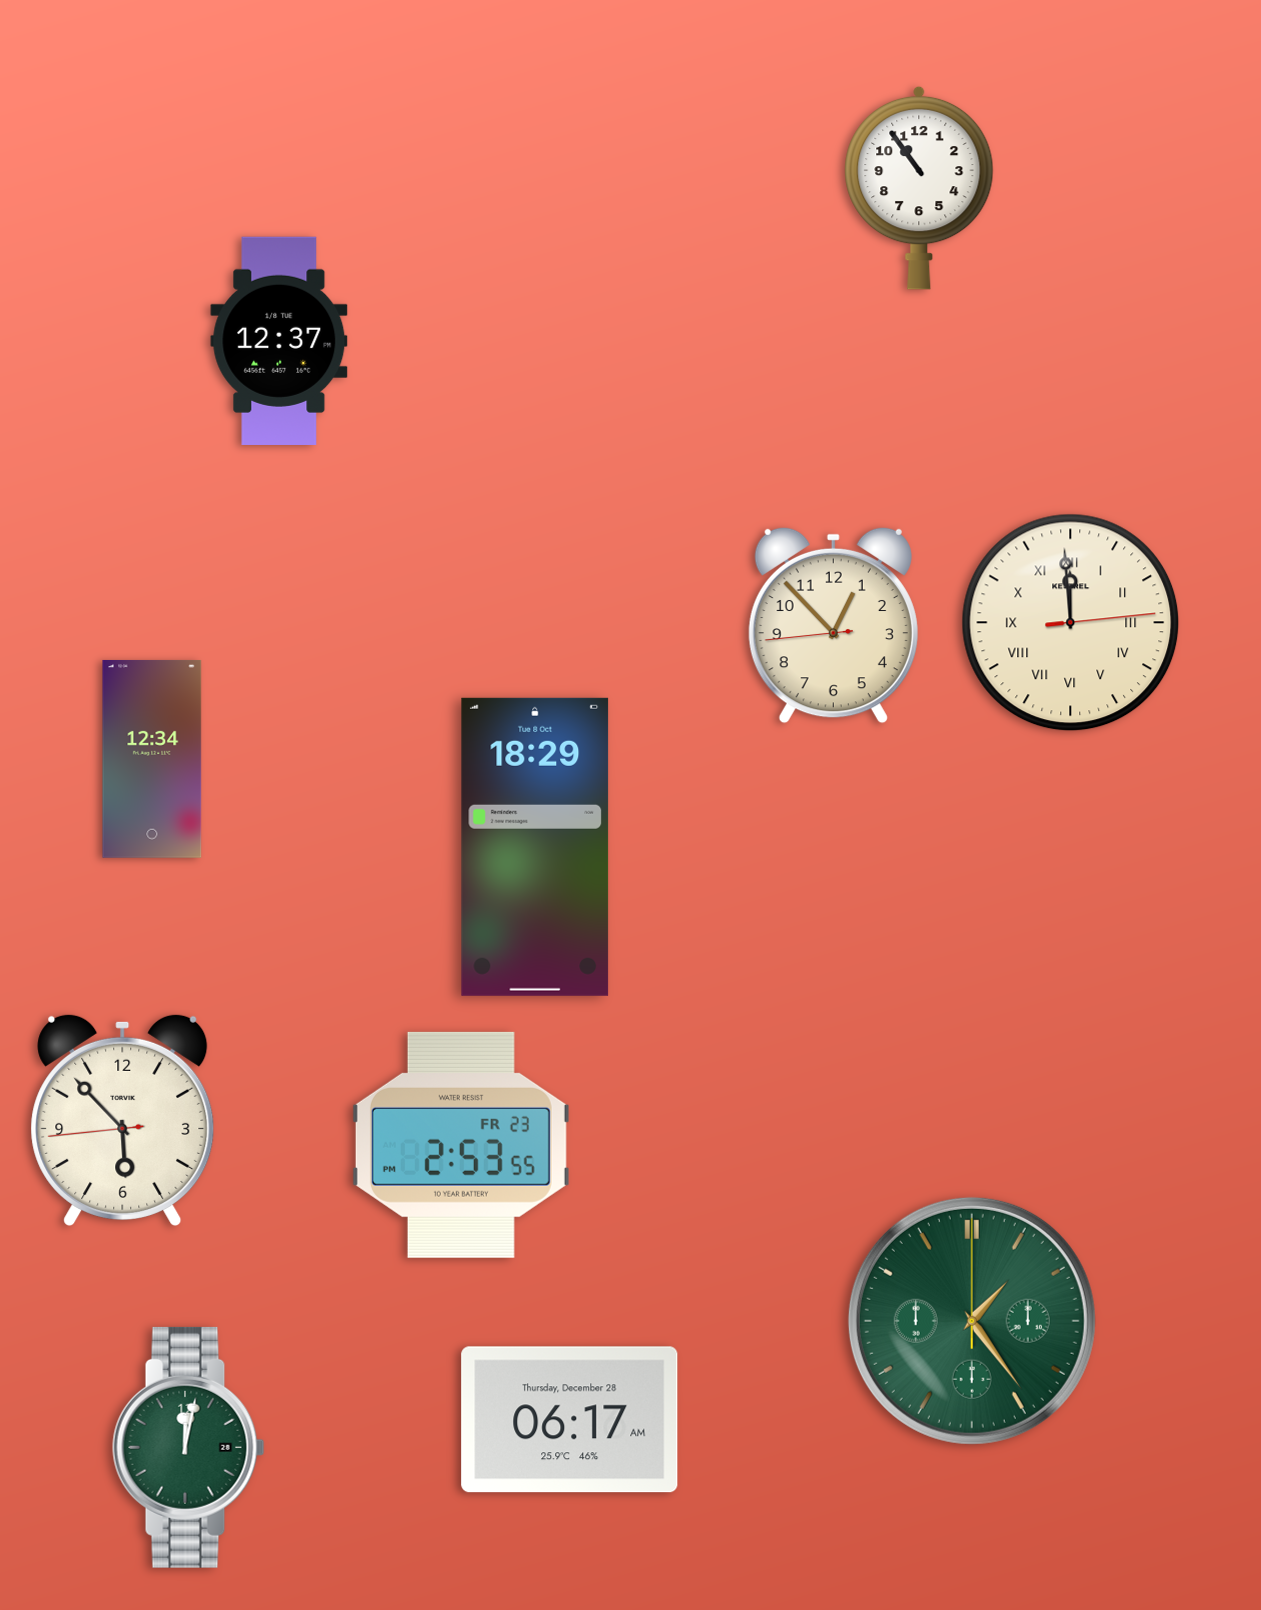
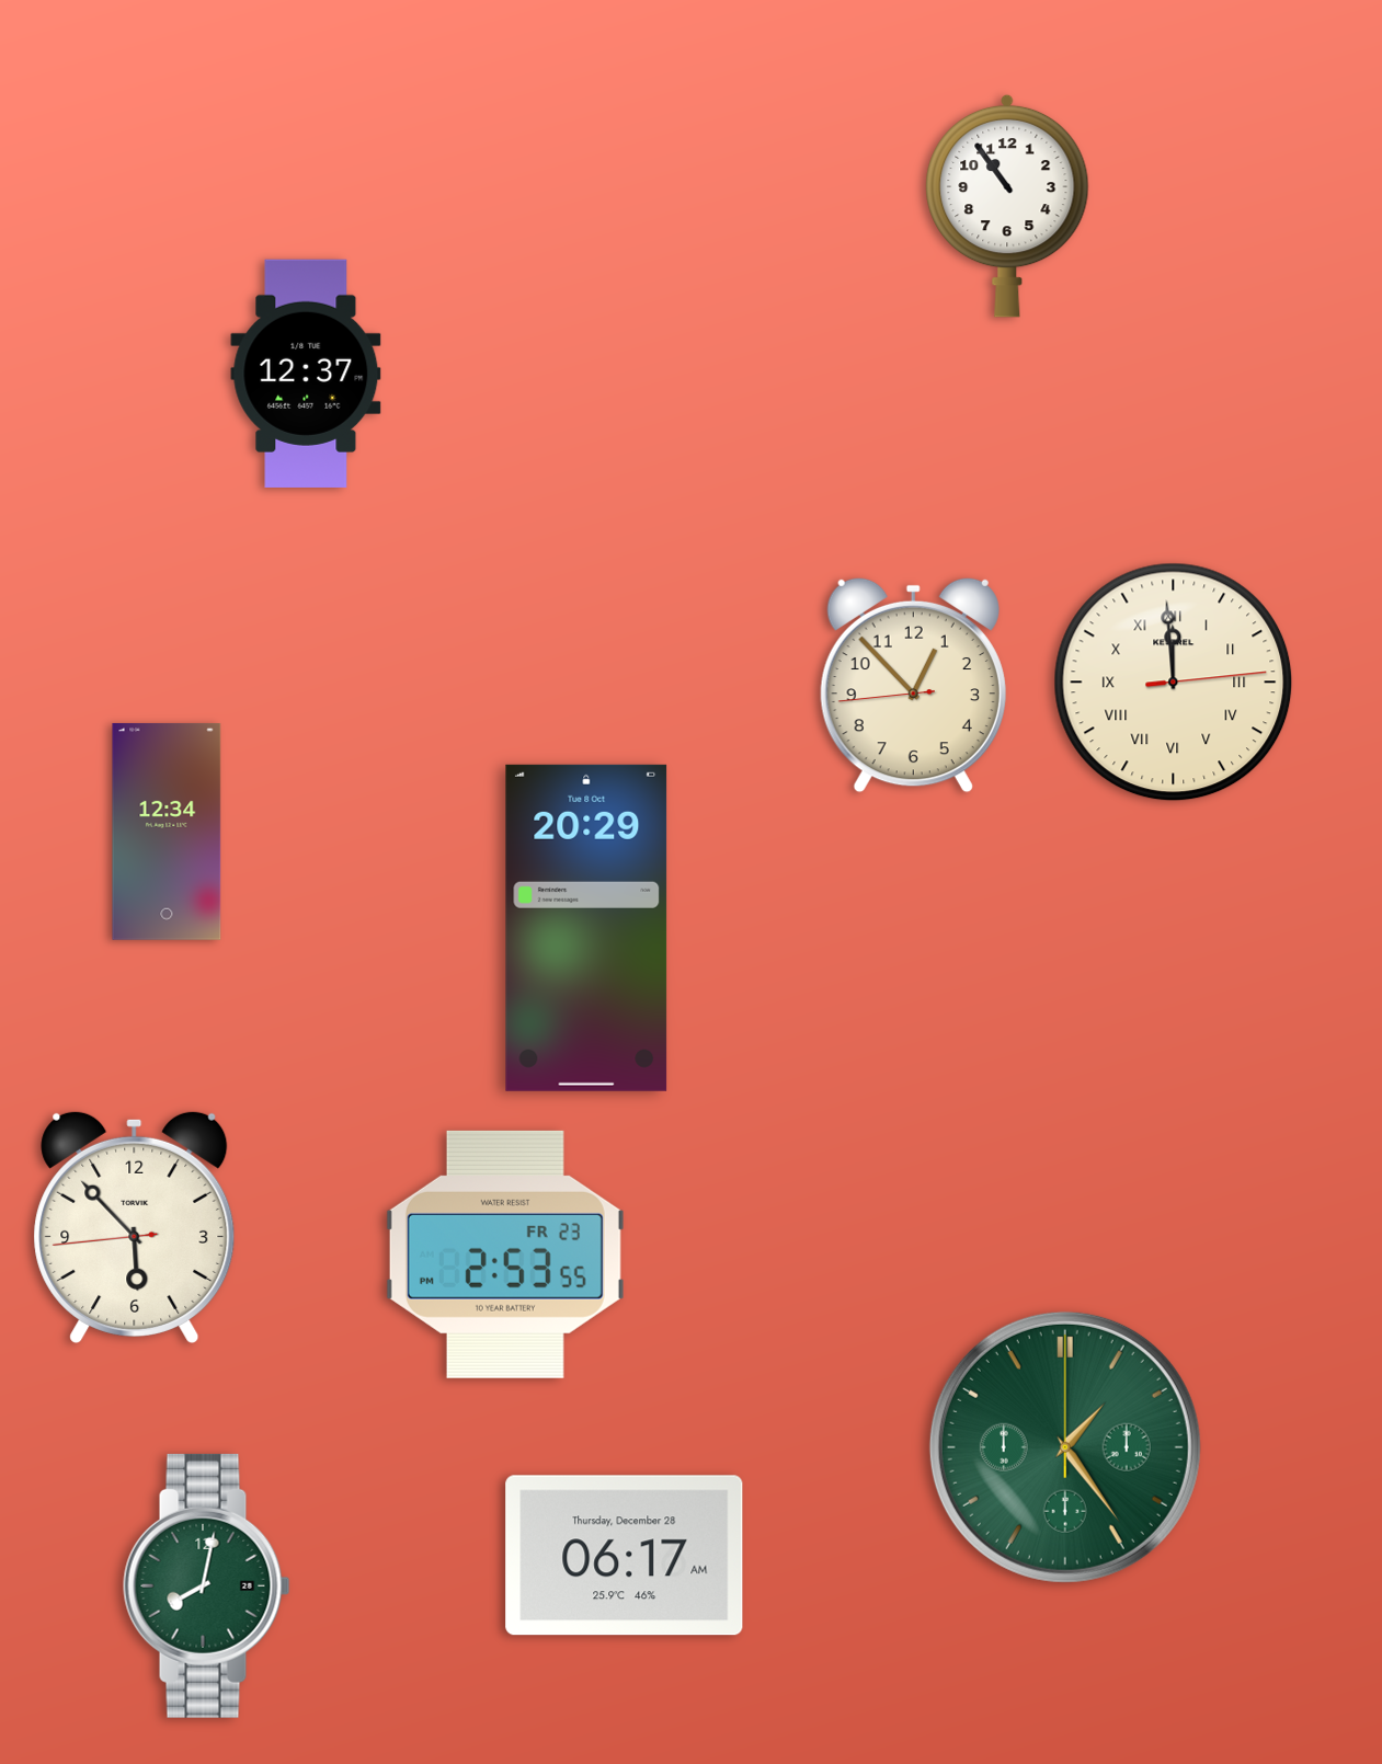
clock at (535, 847): 18:29 -> 20:29
clock at (189, 1447): 12:02 -> 8:02
